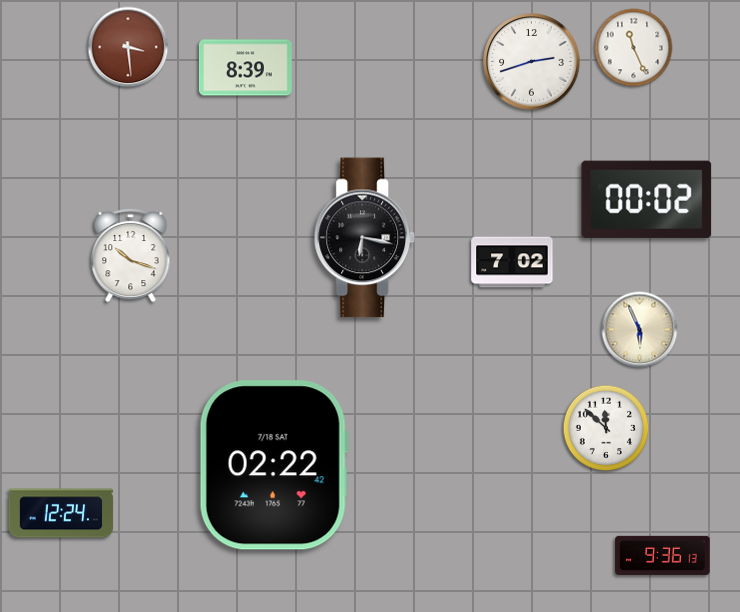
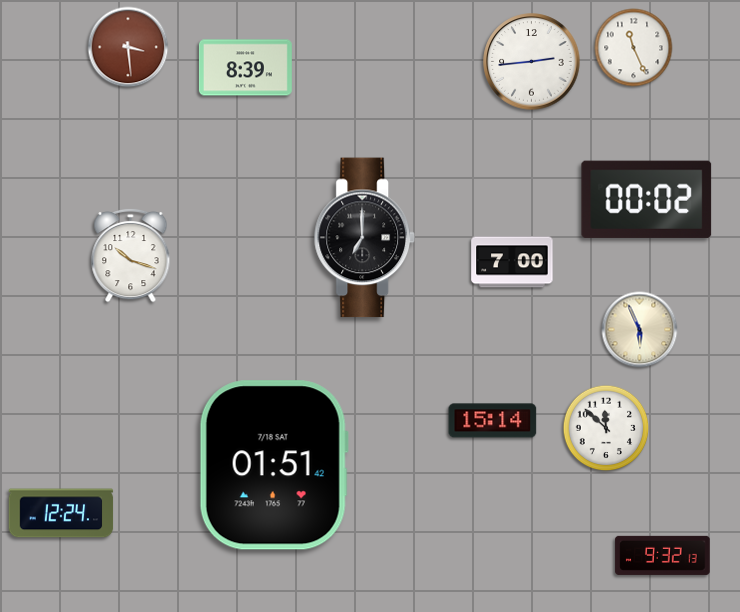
clock at (532, 62): 2:42 -> 2:44
clock at (364, 238): 6:17 -> 7:00
clock at (512, 262): 7:02 -> 7:00
clock at (493, 421): none -> 15:14
clock at (274, 465): 02:22 -> 01:51
clock at (663, 555): 9:36 -> 9:32
